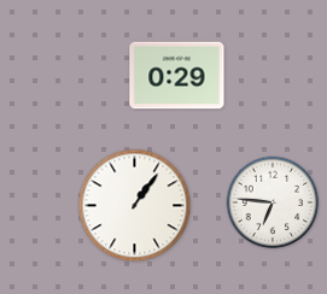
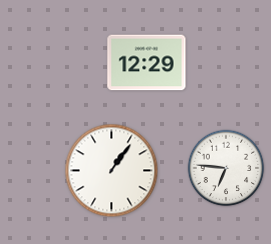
clock at (177, 76): 0:29 -> 12:29
